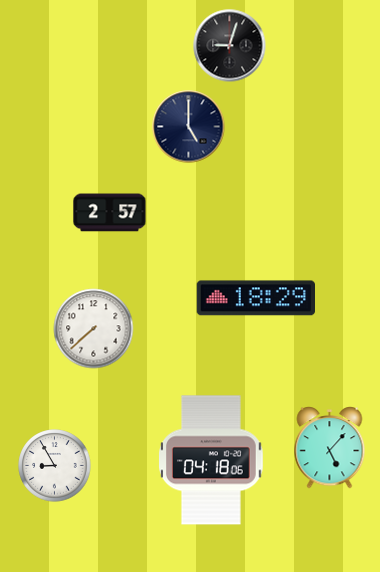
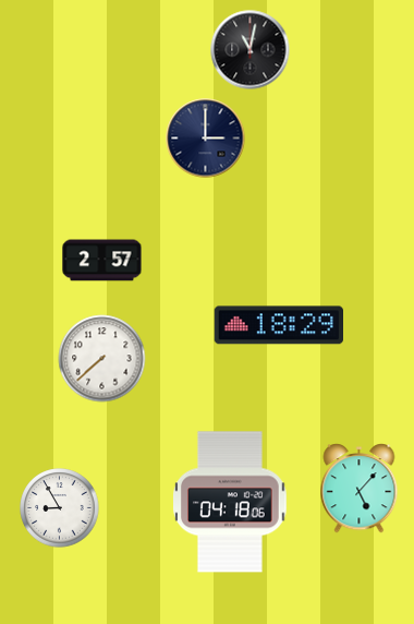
clock at (230, 46): 9:03 -> 11:02
clock at (189, 127): 5:00 -> 3:00
clock at (110, 213) position: (110, 213) -> (102, 261)
